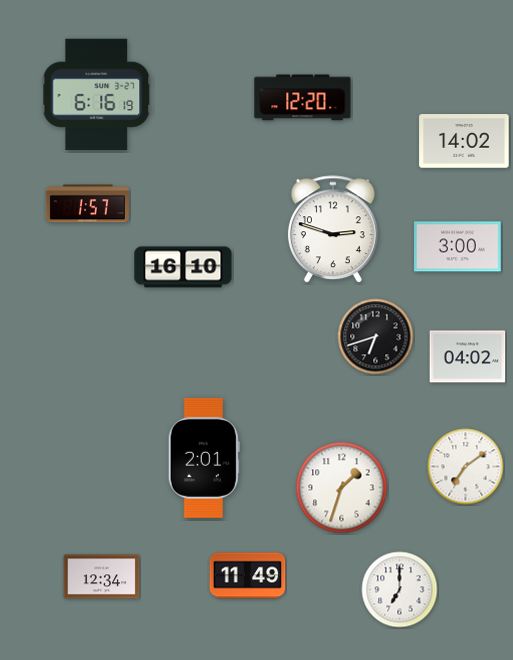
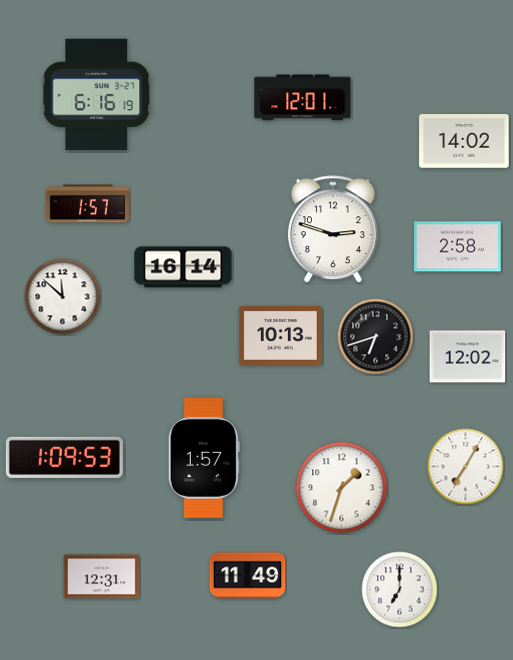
clock at (303, 98): 12:20 -> 12:01
clock at (458, 247): 3:00 -> 2:58
clock at (183, 267): 16:10 -> 16:14
clock at (63, 297): none -> 11:52
clock at (280, 335): none -> 10:13
clock at (468, 357): 04:02 -> 12:02
clock at (64, 457): none -> 1:09
clock at (204, 458): 2:01 -> 1:57
clock at (466, 467): 7:09 -> 7:05
clock at (102, 577): 12:34 -> 12:31
